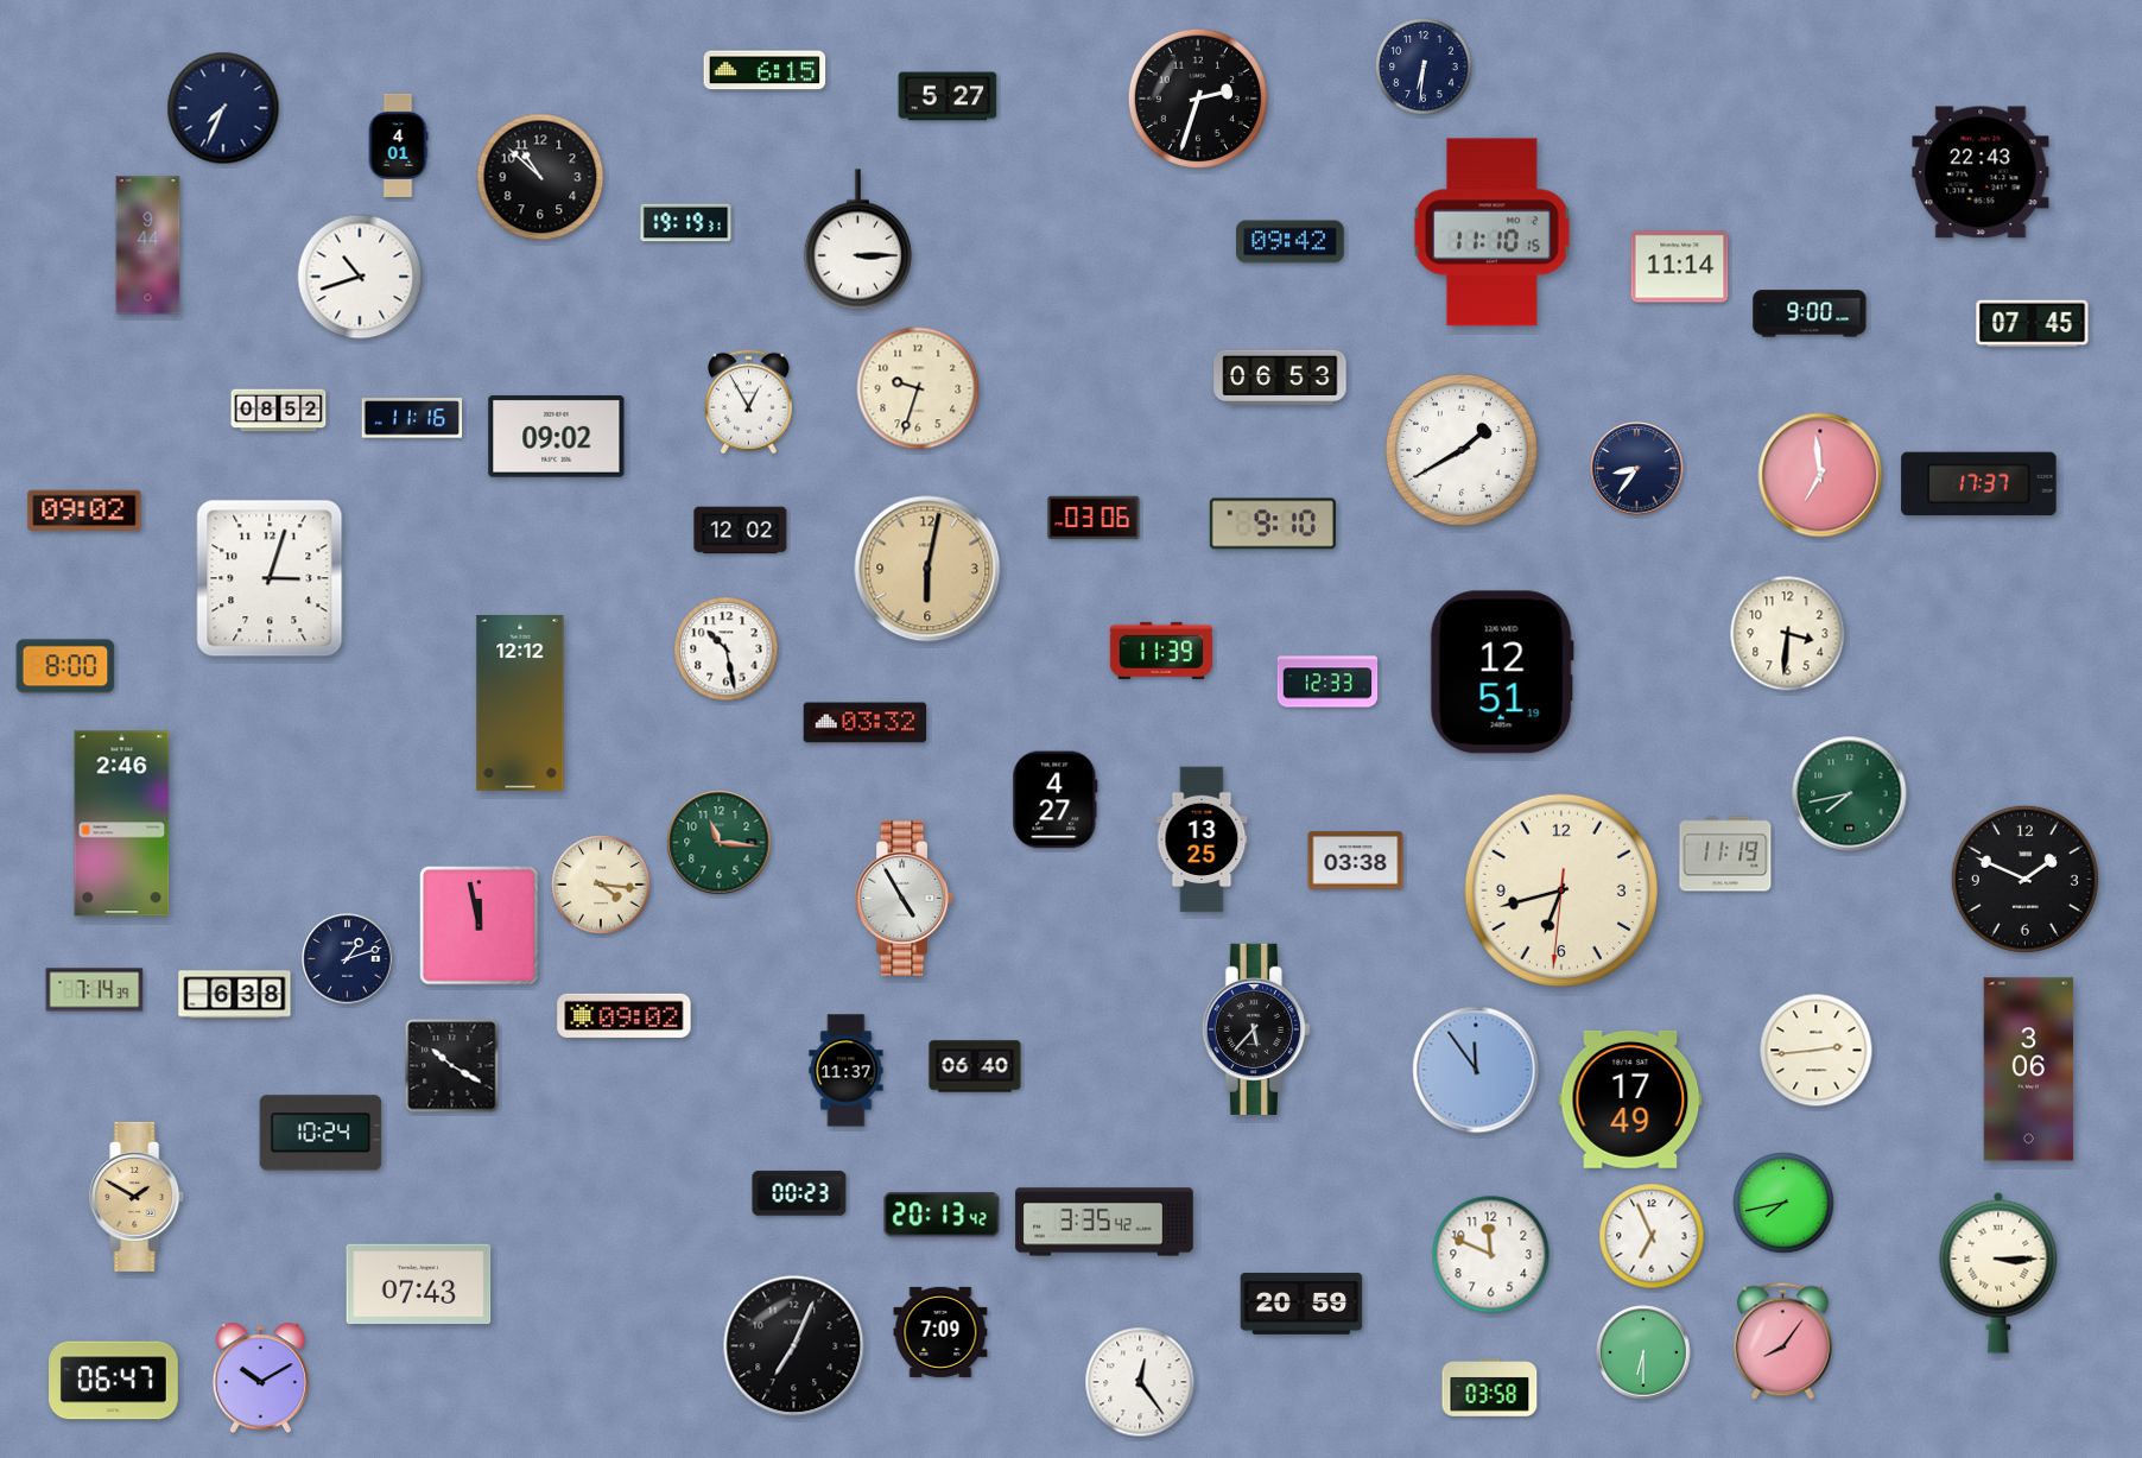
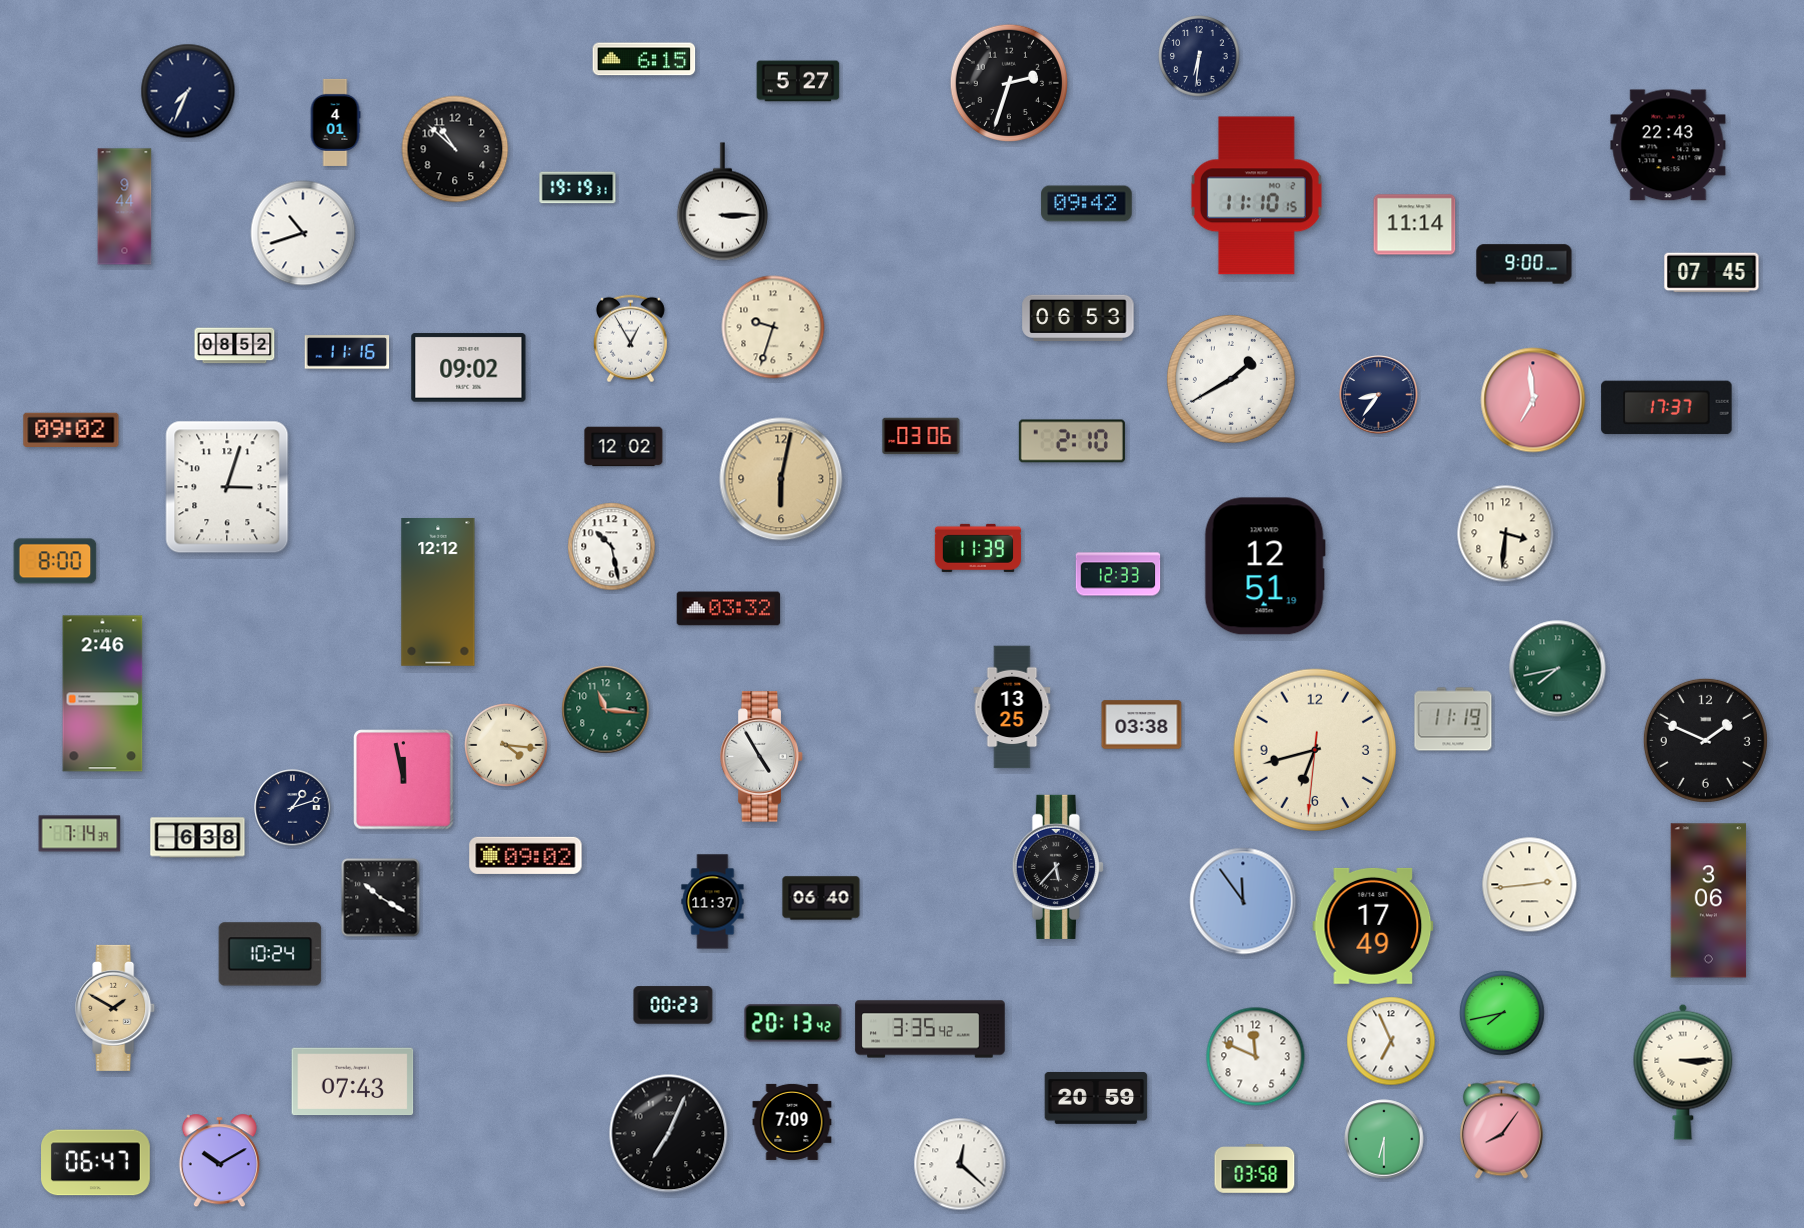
clock at (1273, 524): 9:10 -> 2:10
clock at (1056, 800): 4:27 -> none
clock at (1140, 1382): 12:24 -> 12:22
